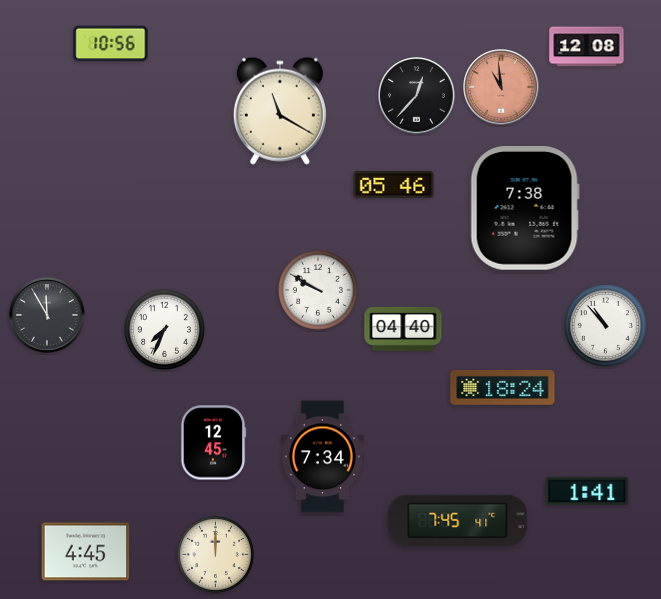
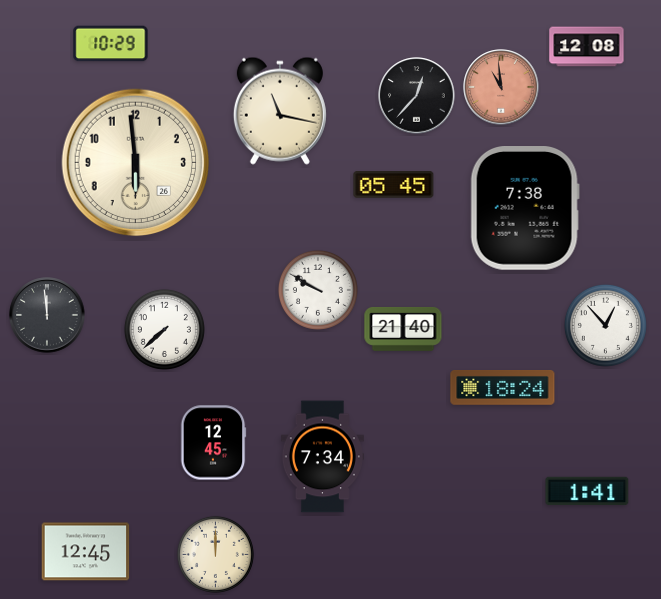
clock at (111, 44): 10:56 -> 10:29
clock at (280, 111): 11:20 -> 11:17
clock at (136, 163): none -> 5:59
clock at (394, 185): 05:46 -> 05:45
clock at (47, 315): 11:55 -> 11:59
clock at (605, 325): 10:53 -> 12:53
clock at (164, 329): 7:34 -> 7:38
clock at (403, 329): 04:40 -> 21:40
clock at (458, 520): 7:45 -> none
clock at (86, 552): 4:45 -> 12:45
